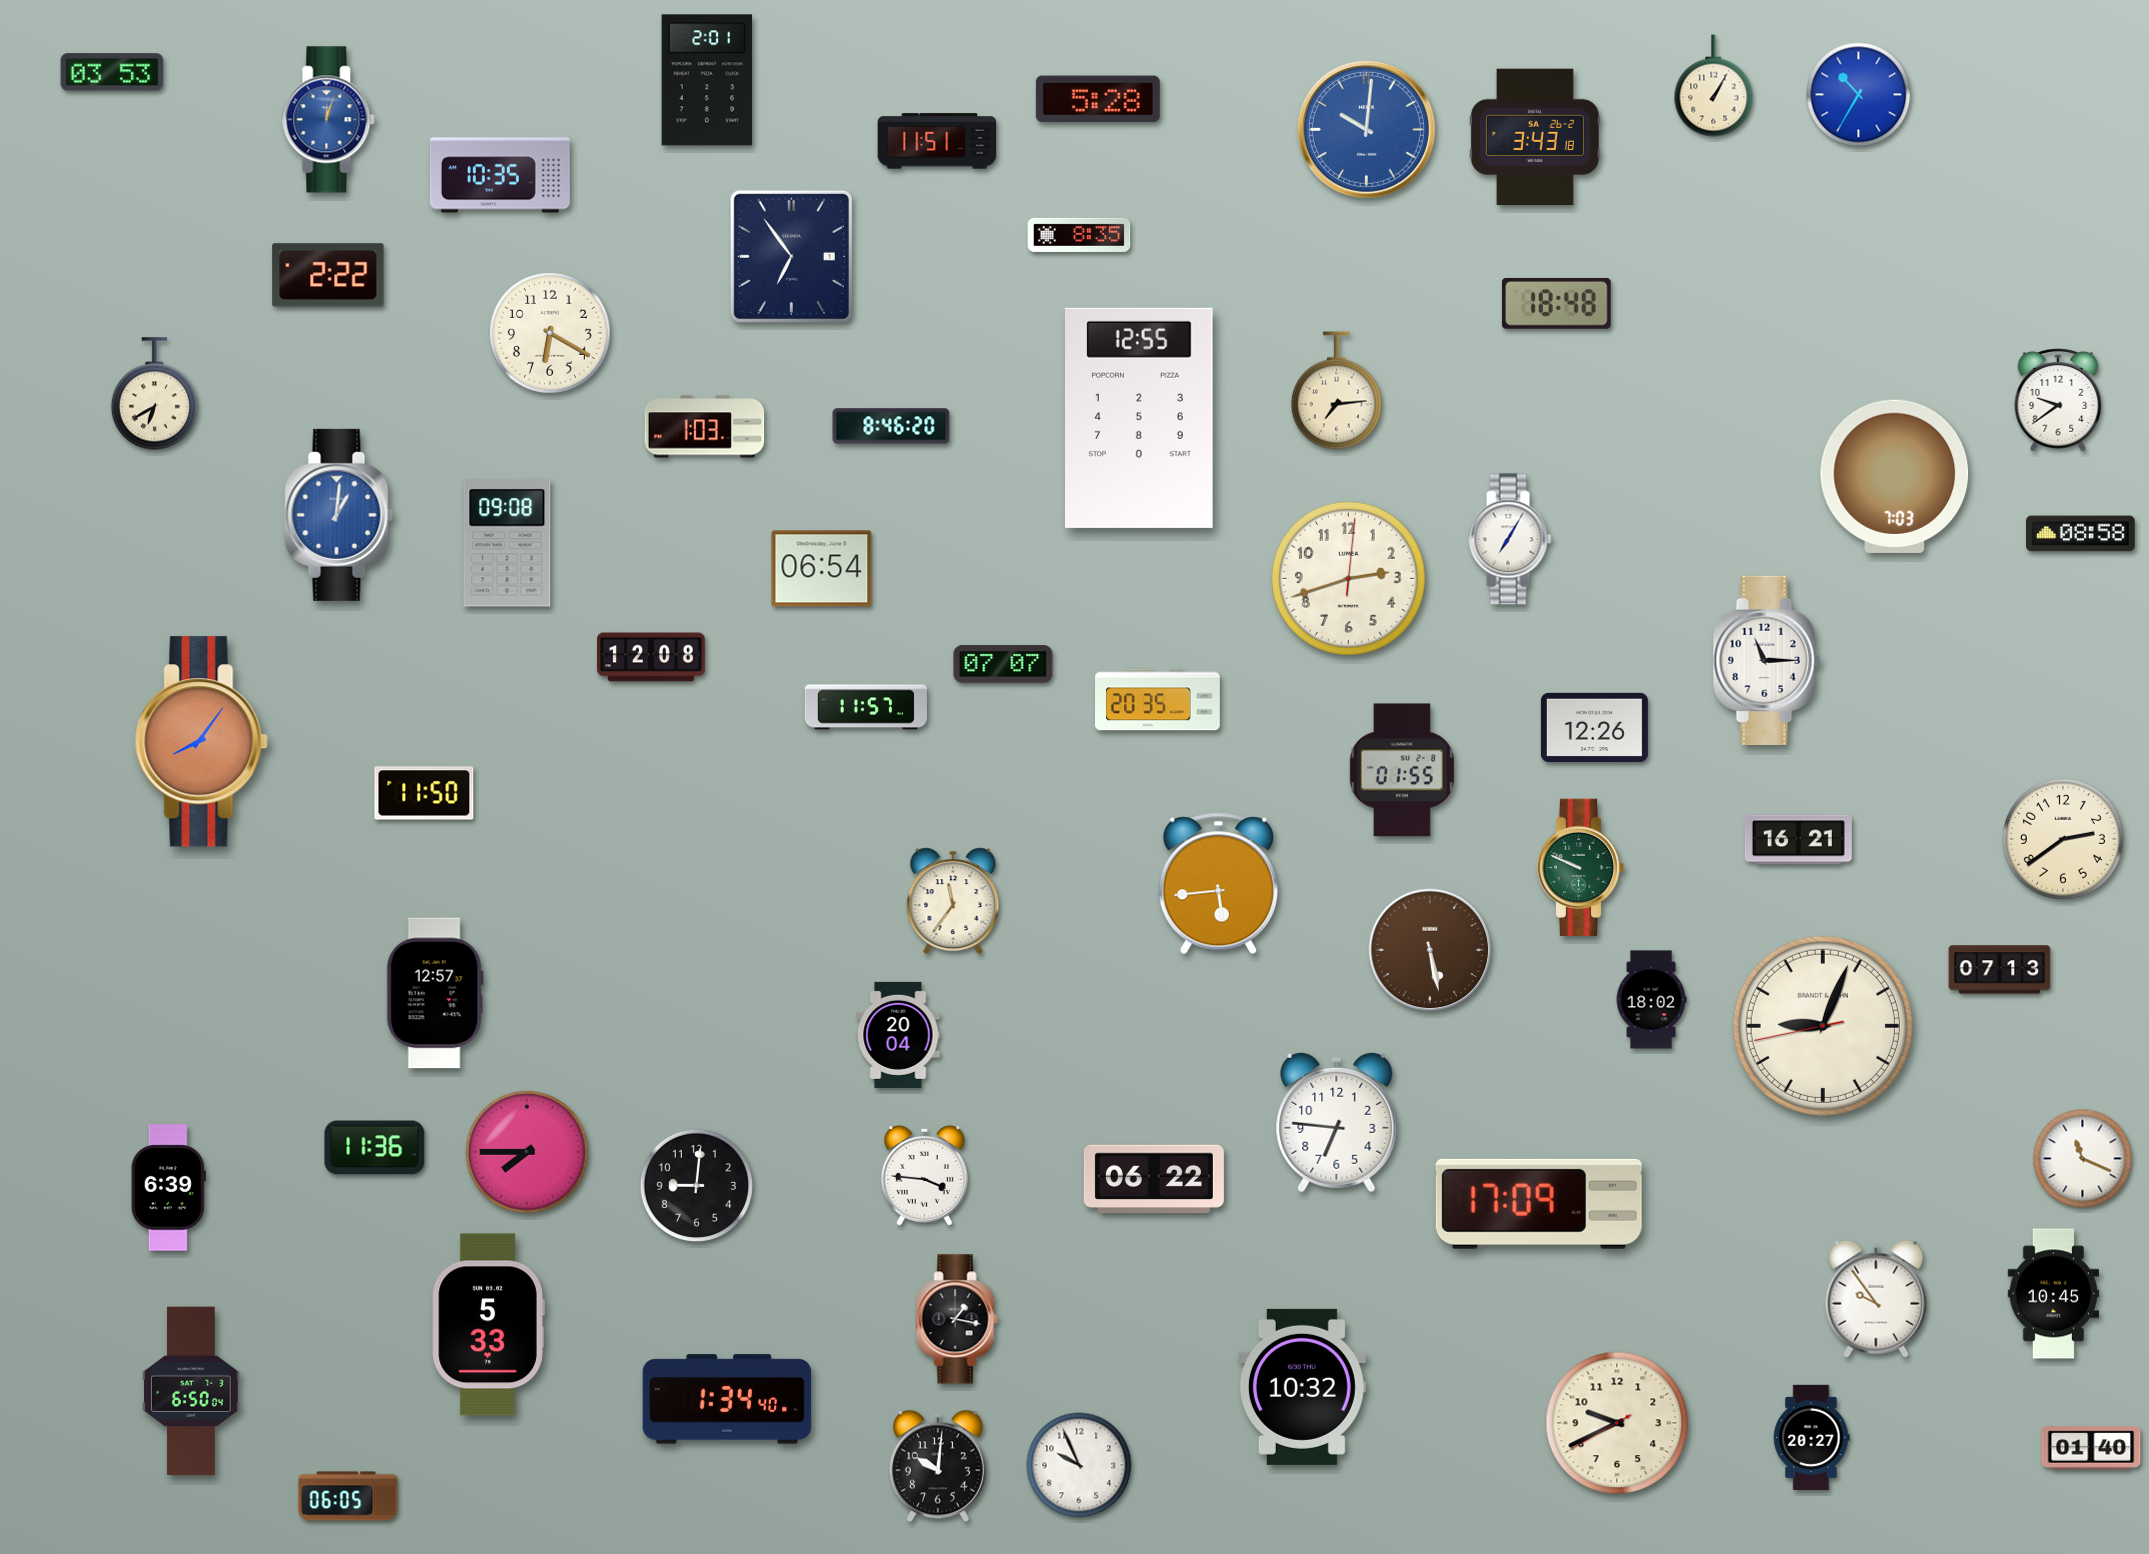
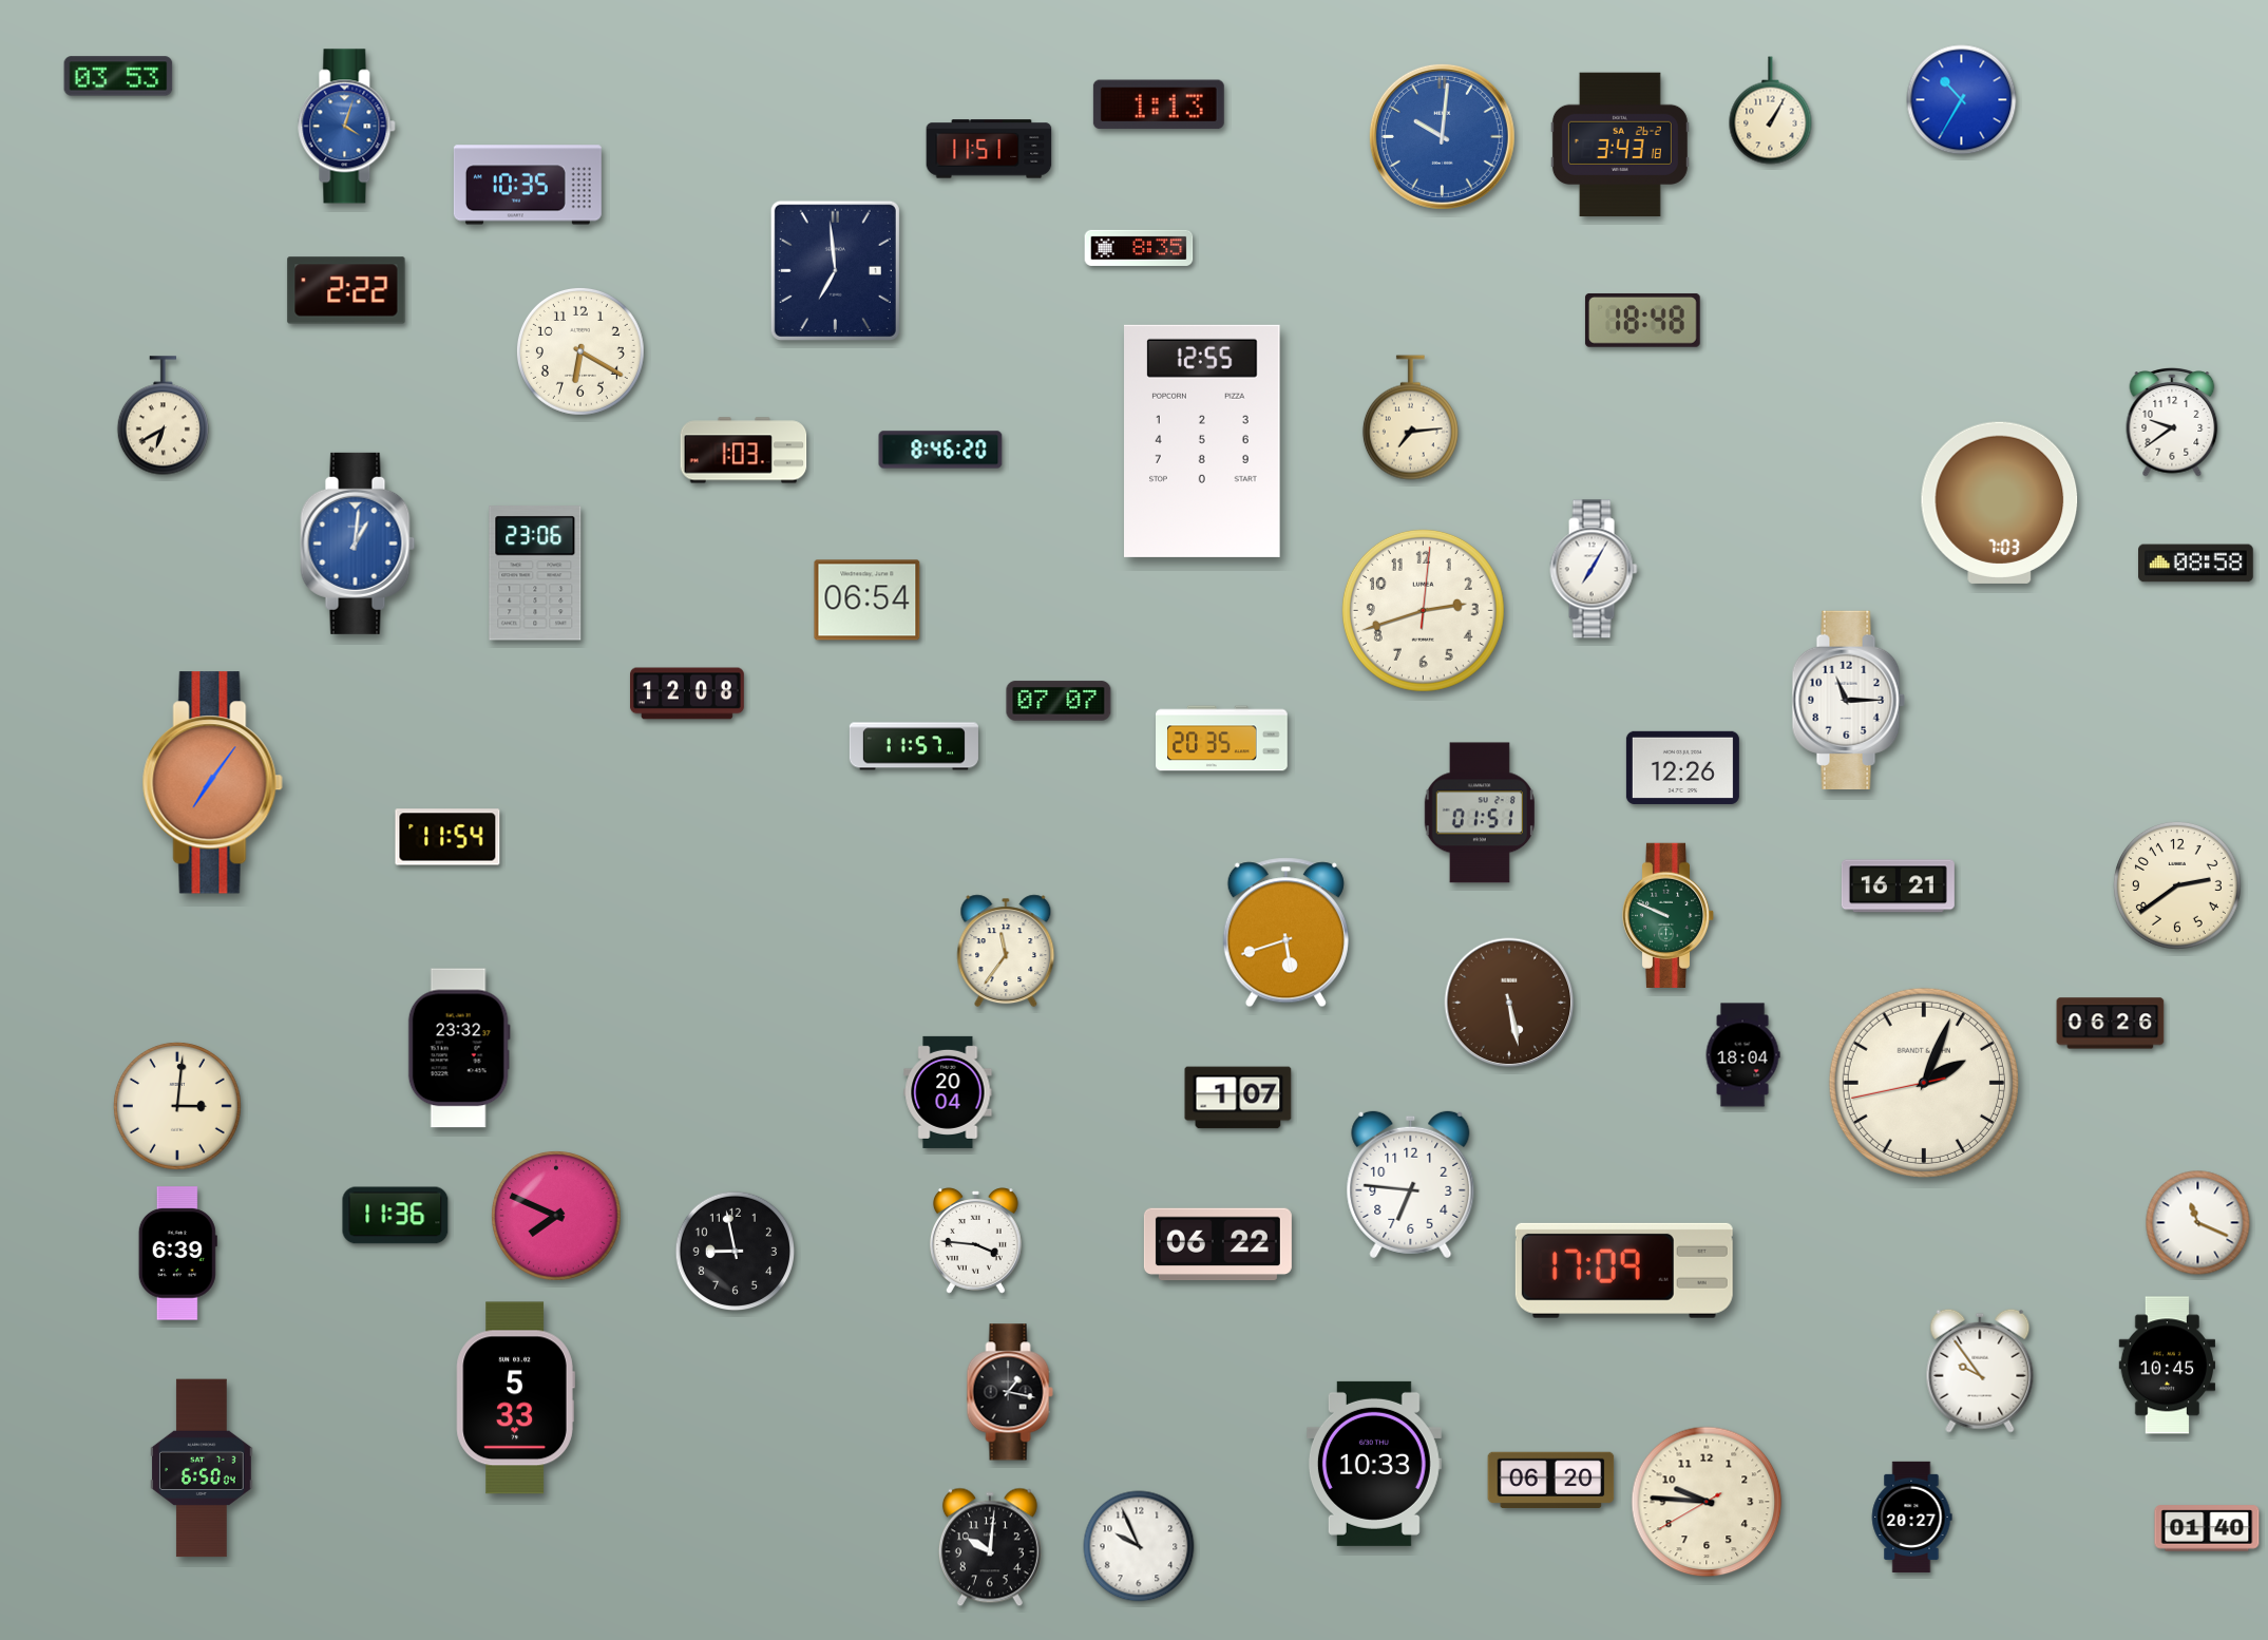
clock at (707, 80): 2:01 -> none
clock at (1714, 86) position: (1714, 86) -> (1771, 111)
clock at (1098, 99): 5:28 -> 1:13
clock at (329, 120): 12:03 -> 4:03
clock at (791, 256): 6:54 -> 6:59
clock at (1336, 391) position: (1336, 391) -> (1410, 418)
clock at (507, 543): 09:08 -> 23:06
clock at (1766, 660) position: (1766, 660) -> (1848, 700)
clock at (201, 742): 8:06 -> 7:06
clock at (1402, 770): 01:55 -> 01:51
clock at (424, 793): 11:50 -> 11:54
clock at (1218, 884): 5:44 -> 5:42
clock at (2000, 970): 07:13 -> 06:26
clock at (435, 993): 12:57 -> 23:32
clock at (1651, 1000): 18:02 -> 18:04
clock at (1823, 1026): 9:03 -> 2:03
clock at (1238, 1098): none -> 1:07
clock at (177, 1106): none -> 3:01
clock at (375, 1148) position: (375, 1148) -> (396, 1216)
clock at (527, 1152): 7:45 -> 7:49
clock at (696, 1185): 9:01 -> 8:58
clock at (1302, 1387): 10:32 -> 10:33
clock at (727, 1399): 1:34 -> none
clock at (1551, 1480): none -> 06:20
clock at (1617, 1423): 9:40 -> 9:45
clock at (348, 1496): 06:05 -> none
